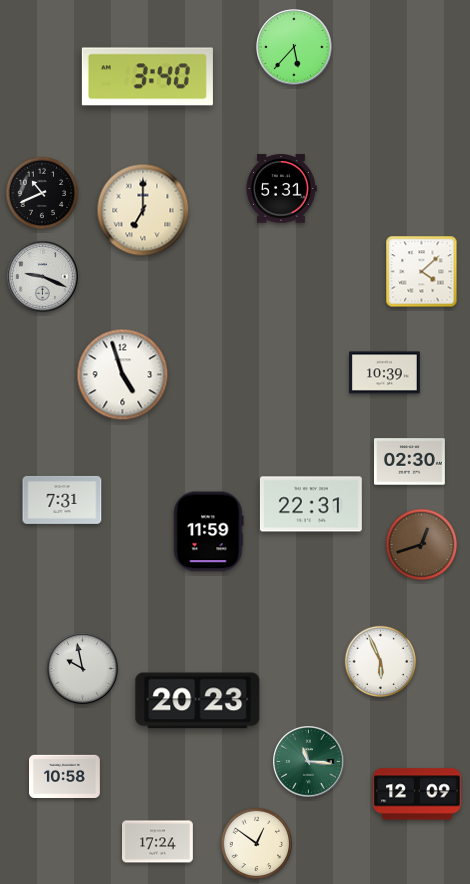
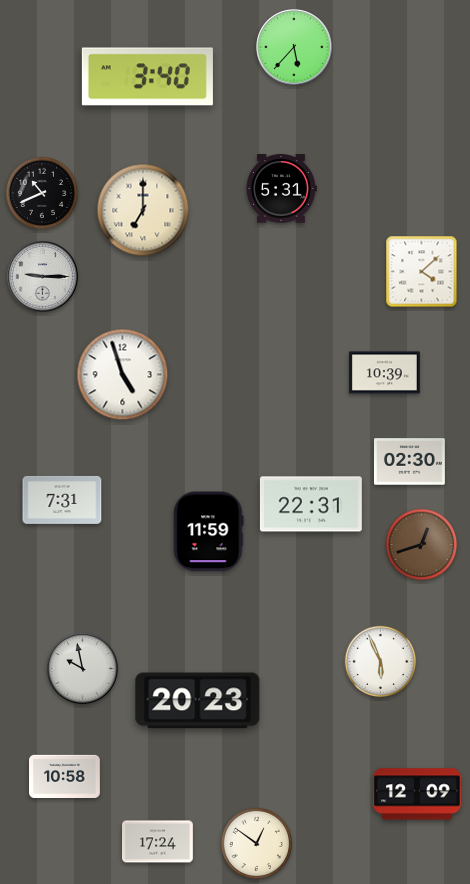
clock at (43, 277): 9:19 -> 9:15
clock at (309, 762): 11:16 -> none
